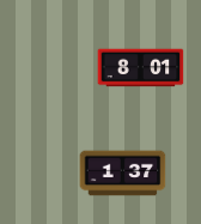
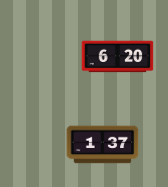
clock at (141, 68): 8:01 -> 6:20
